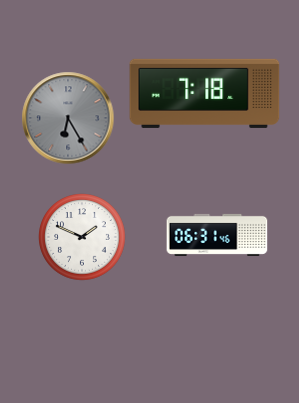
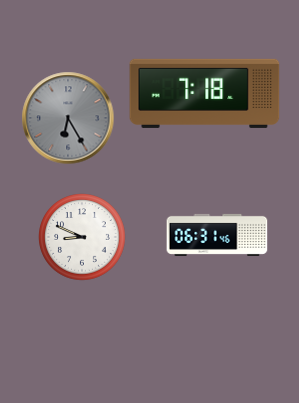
clock at (82, 237): 1:49 -> 8:49
